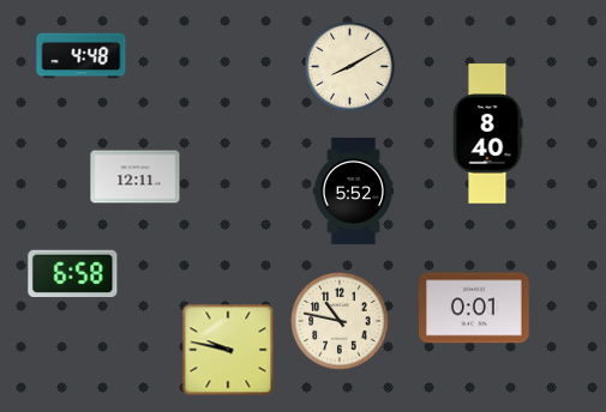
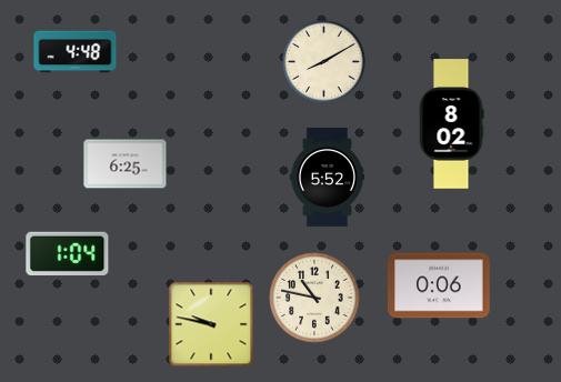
clock at (487, 134): 8:40 -> 8:02
clock at (136, 177): 12:11 -> 6:25
clock at (73, 273): 6:58 -> 1:04
clock at (474, 308): 0:01 -> 0:06
